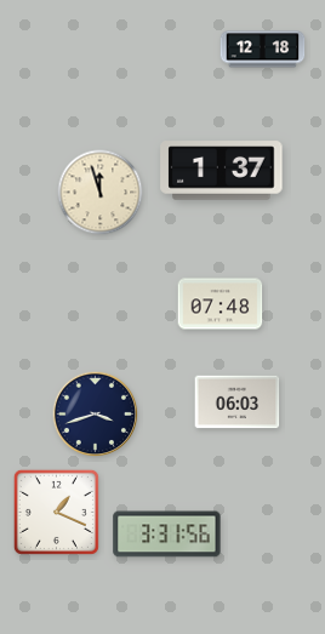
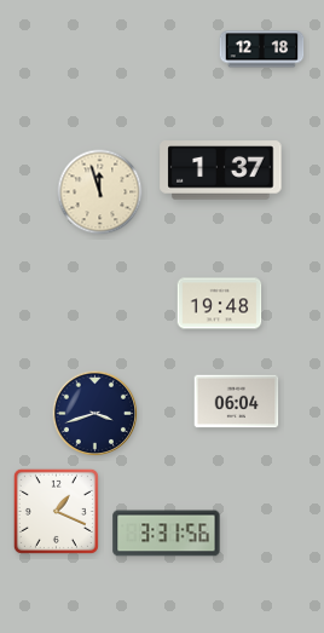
clock at (221, 304): 07:48 -> 19:48
clock at (238, 402): 06:03 -> 06:04
